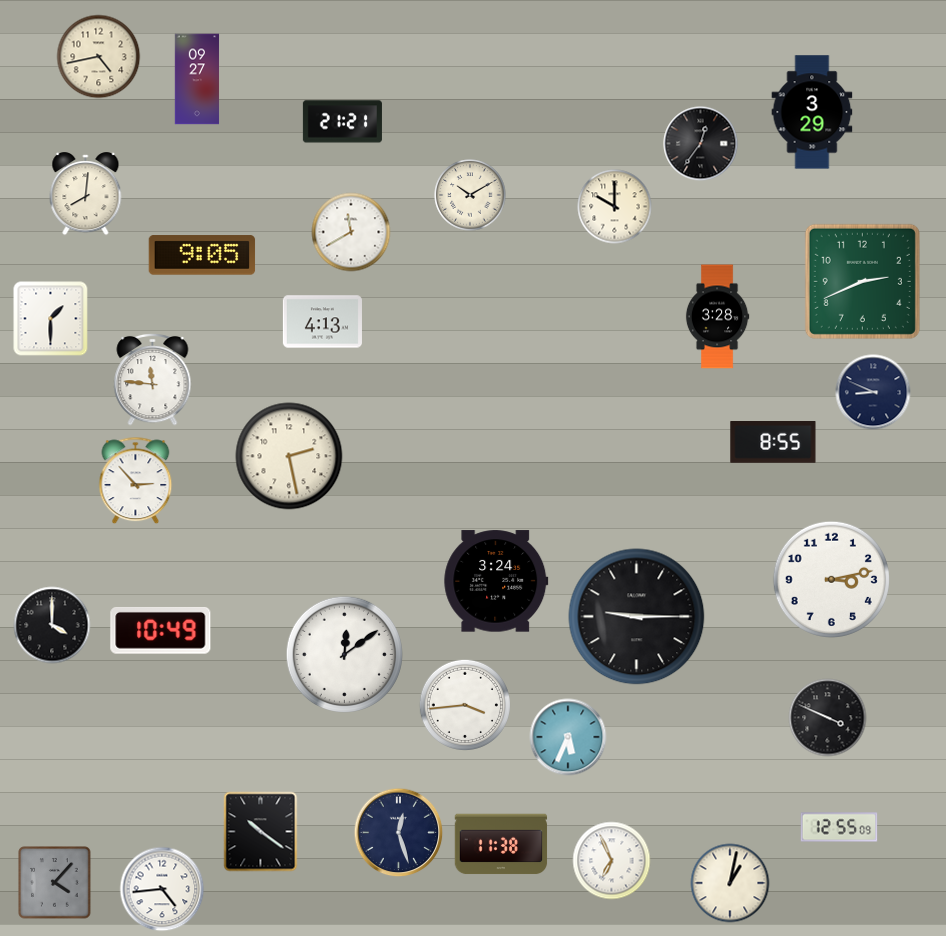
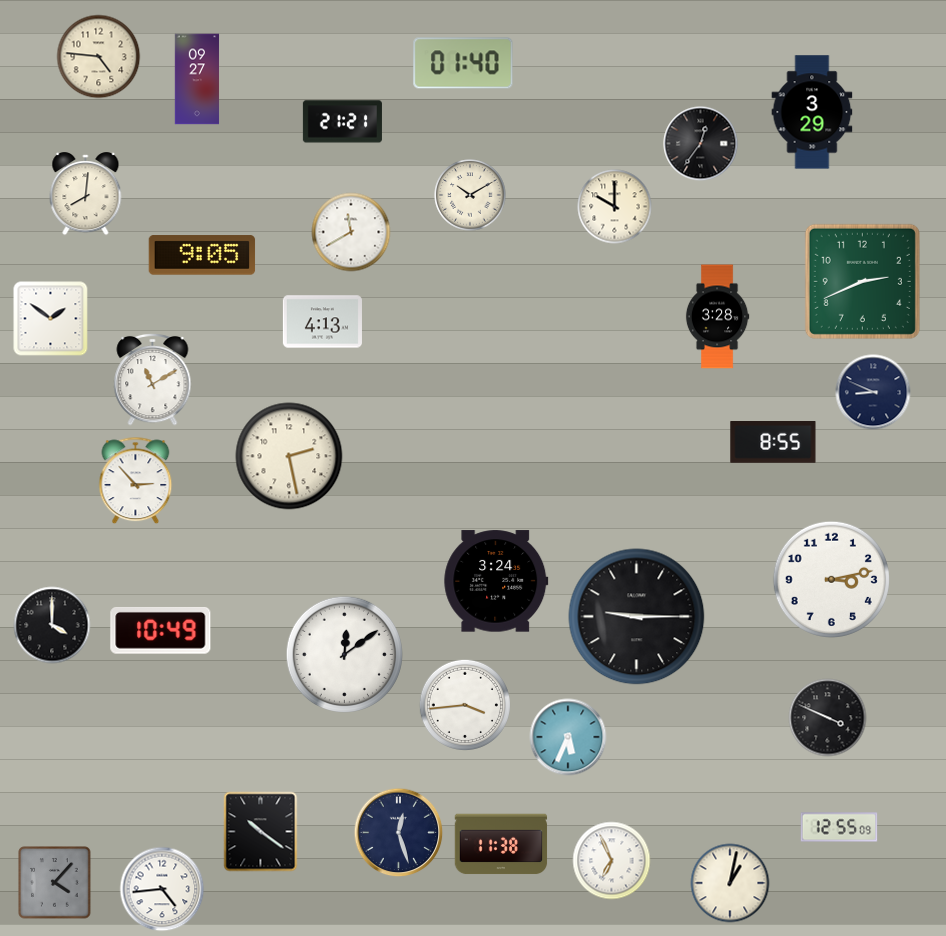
clock at (99, 57): 4:43 -> 4:46
clock at (463, 63): none -> 01:40
clock at (51, 319): 1:30 -> 1:51
clock at (153, 379): 11:46 -> 11:10
